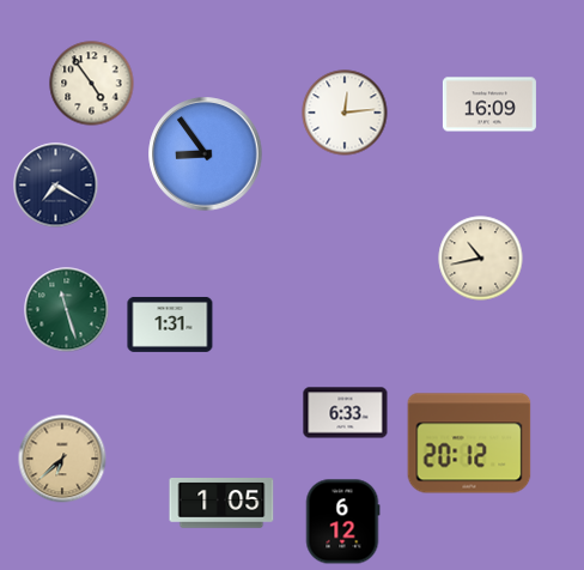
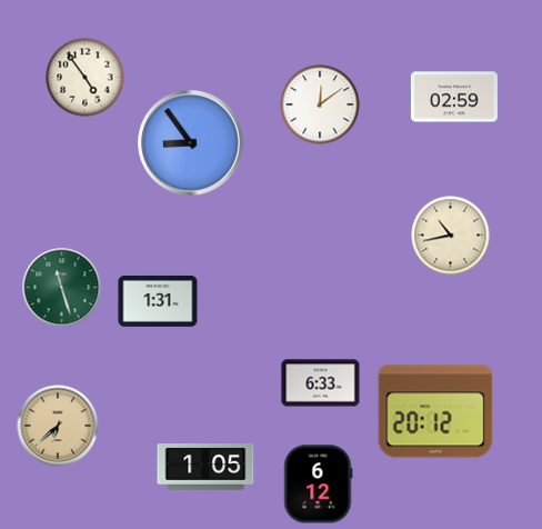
clock at (489, 104): 16:09 -> 02:59
clock at (345, 113): 12:14 -> 12:09
clock at (56, 186): 7:20 -> none
clock at (481, 259) position: (481, 259) -> (451, 236)
